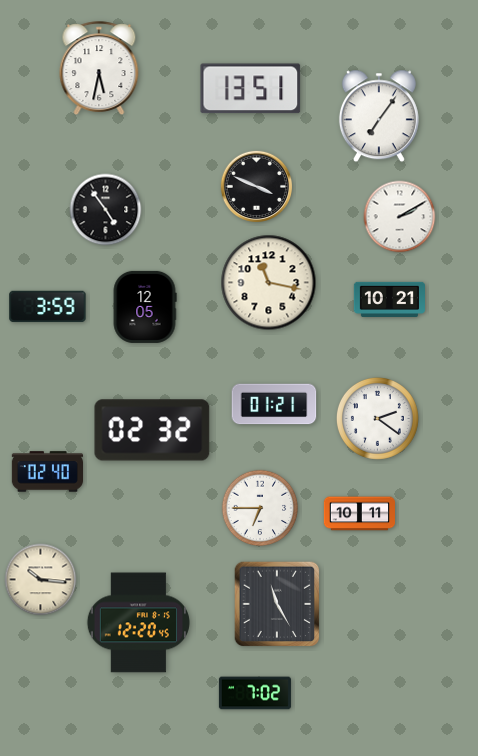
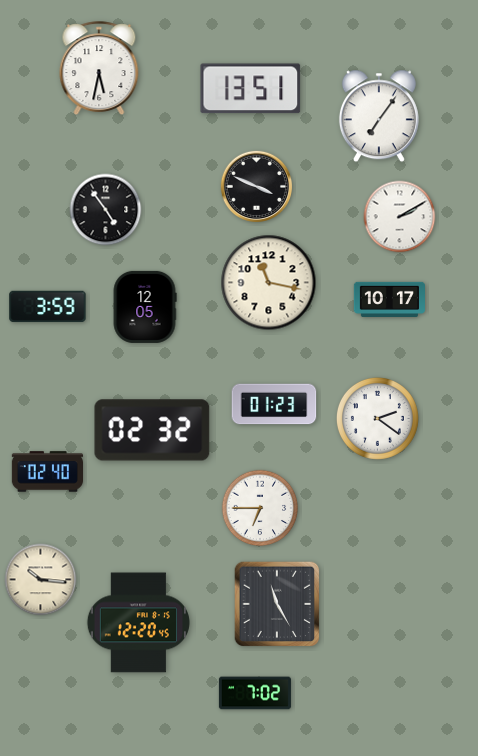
clock at (389, 299): 10:21 -> 10:17
clock at (274, 404): 01:21 -> 01:23
clock at (359, 514): 10:11 -> none
